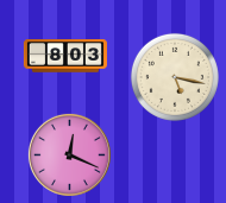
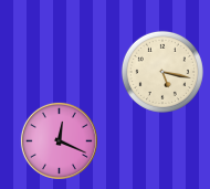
clock at (65, 56): 8:03 -> none
clock at (69, 154) position: (69, 154) -> (59, 140)
